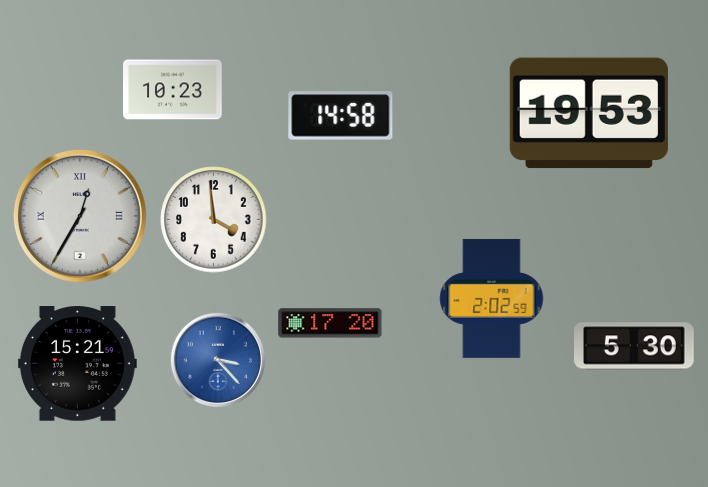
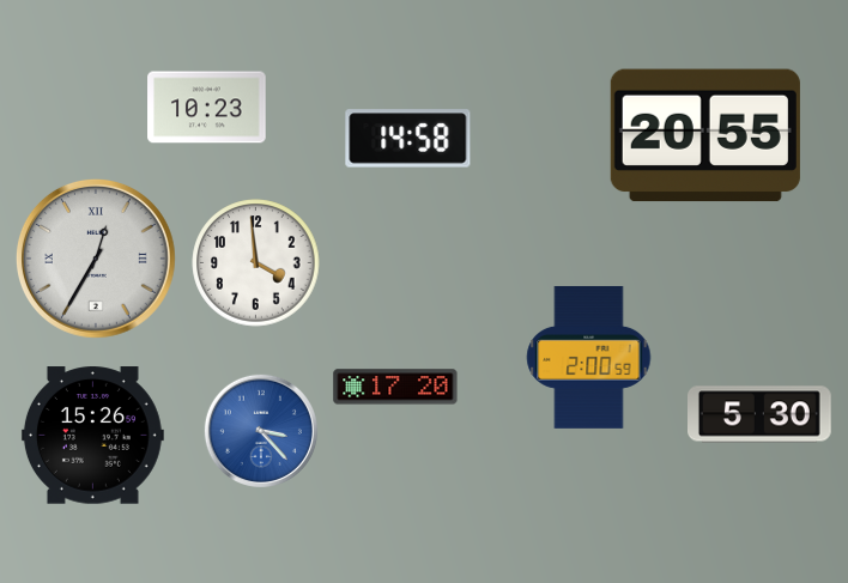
clock at (589, 113): 19:53 -> 20:55
clock at (492, 298): 2:02 -> 2:00
clock at (77, 364): 15:21 -> 15:26
